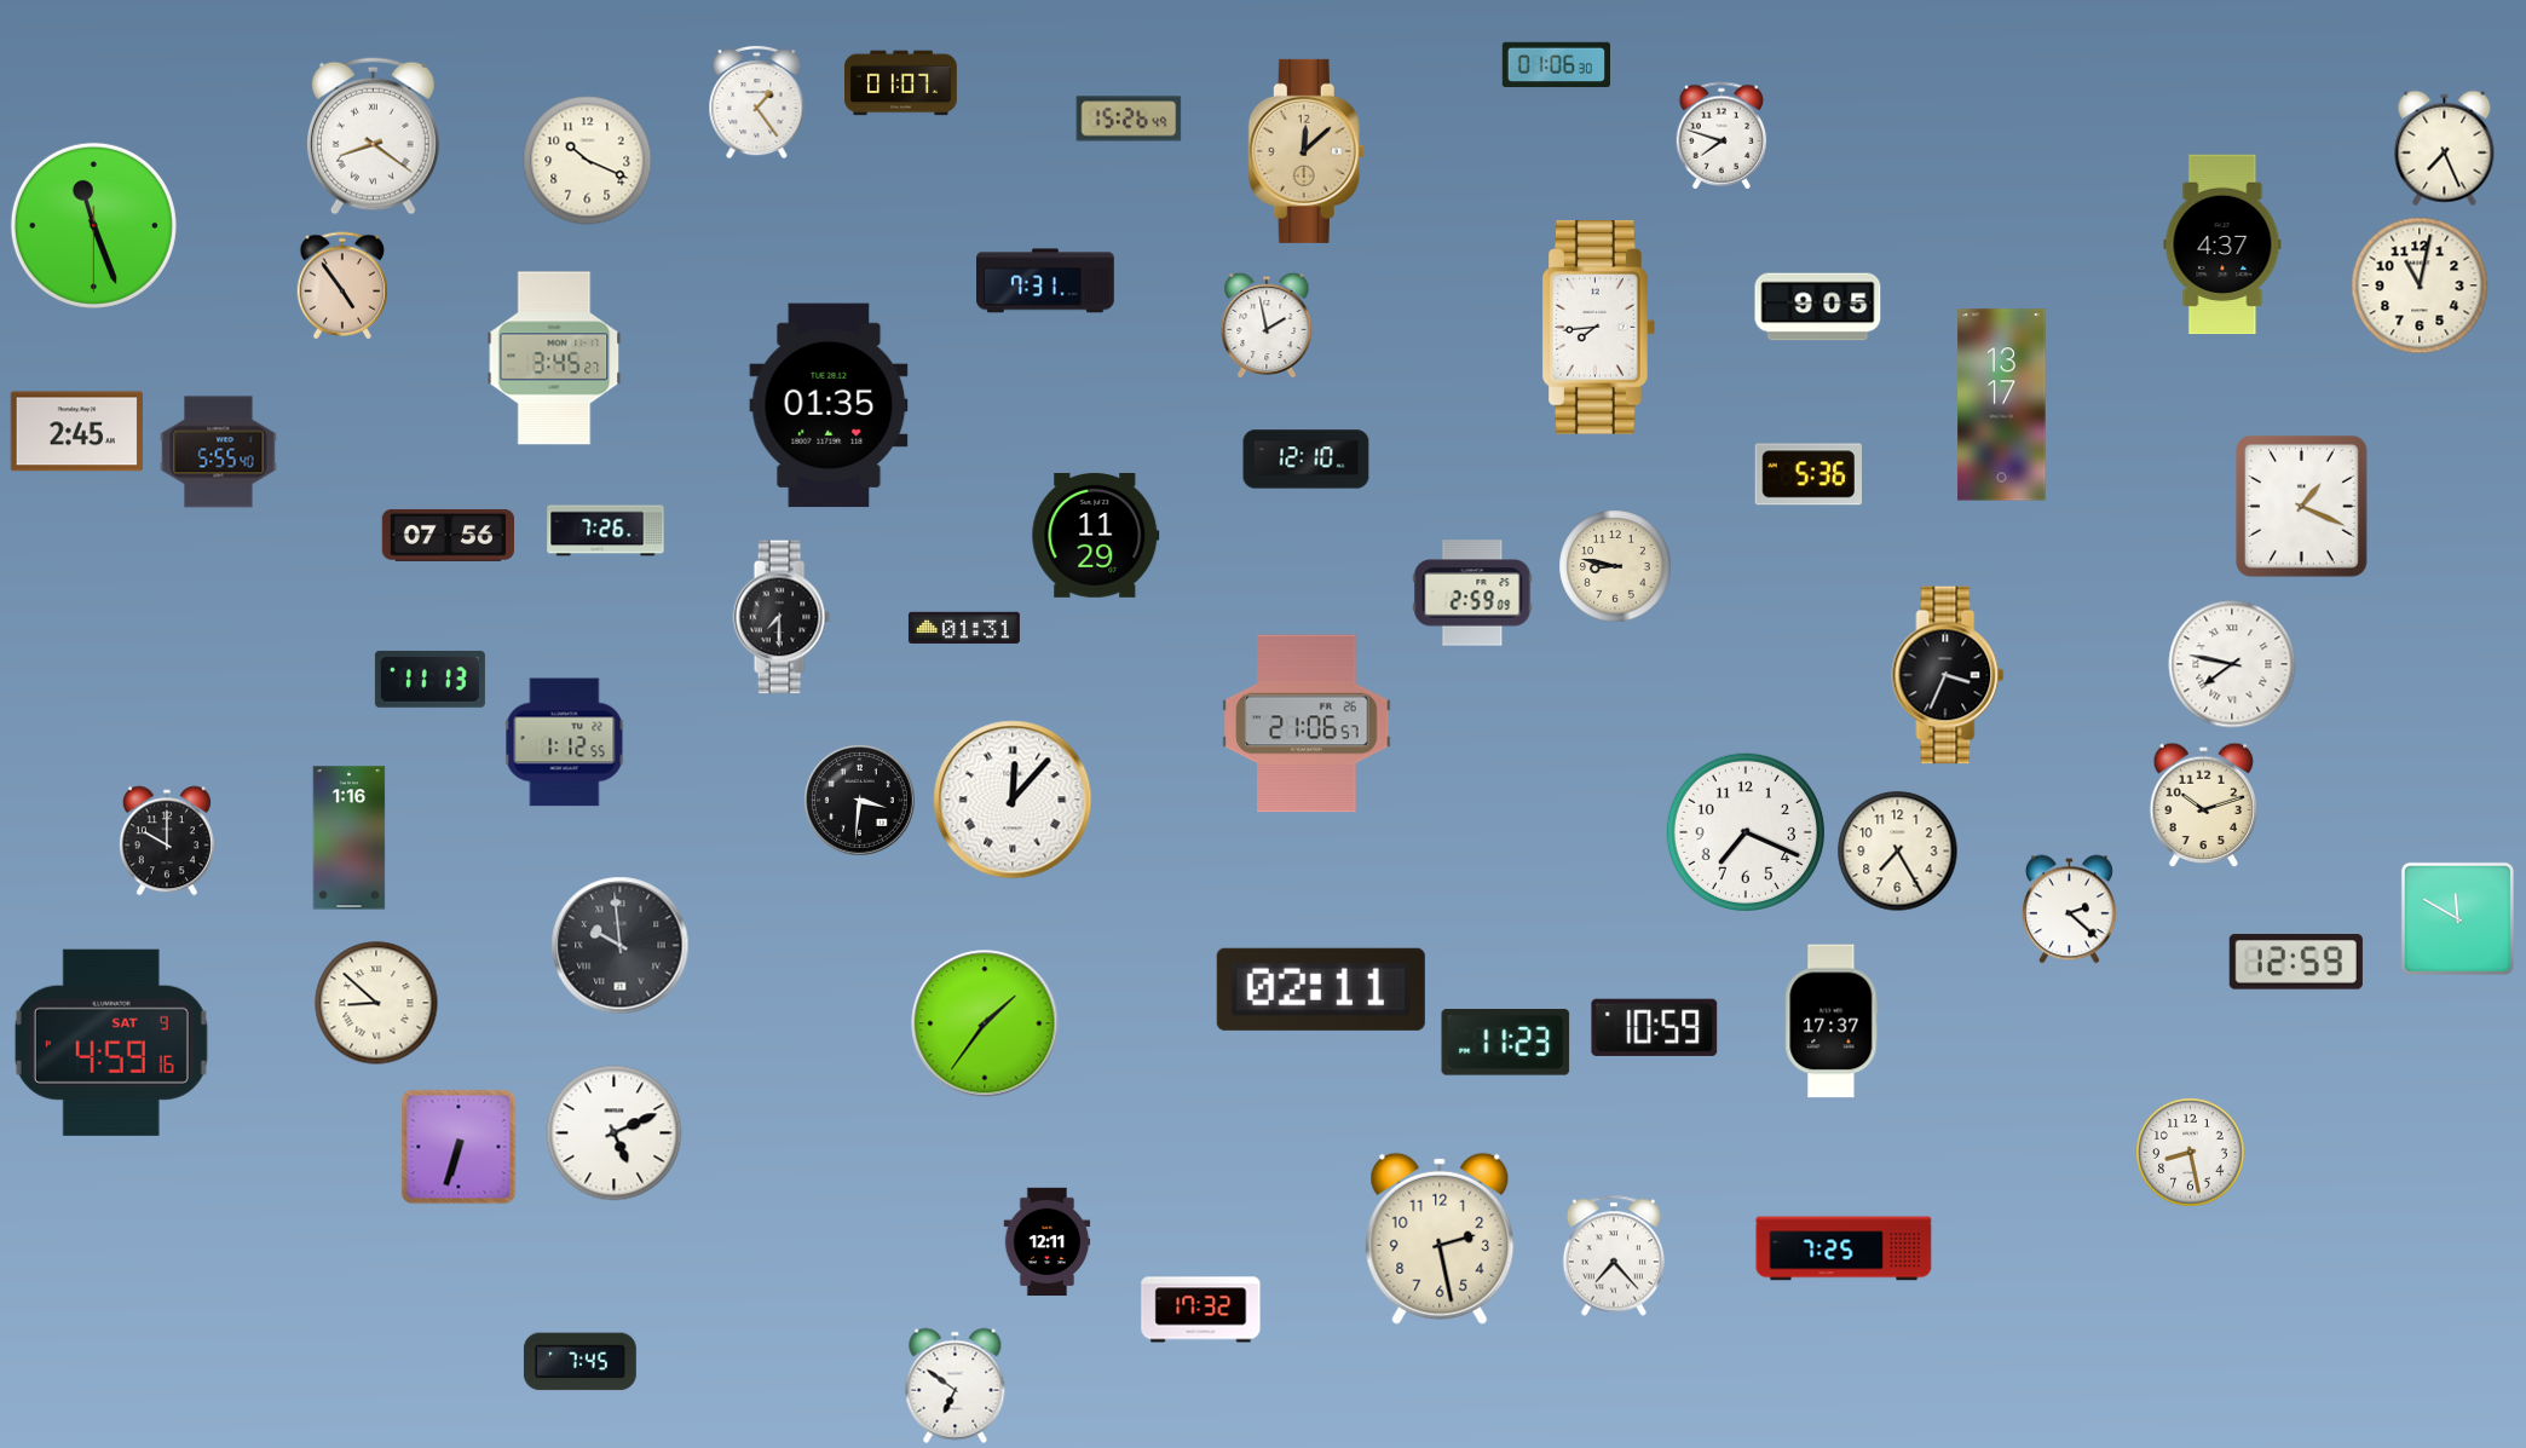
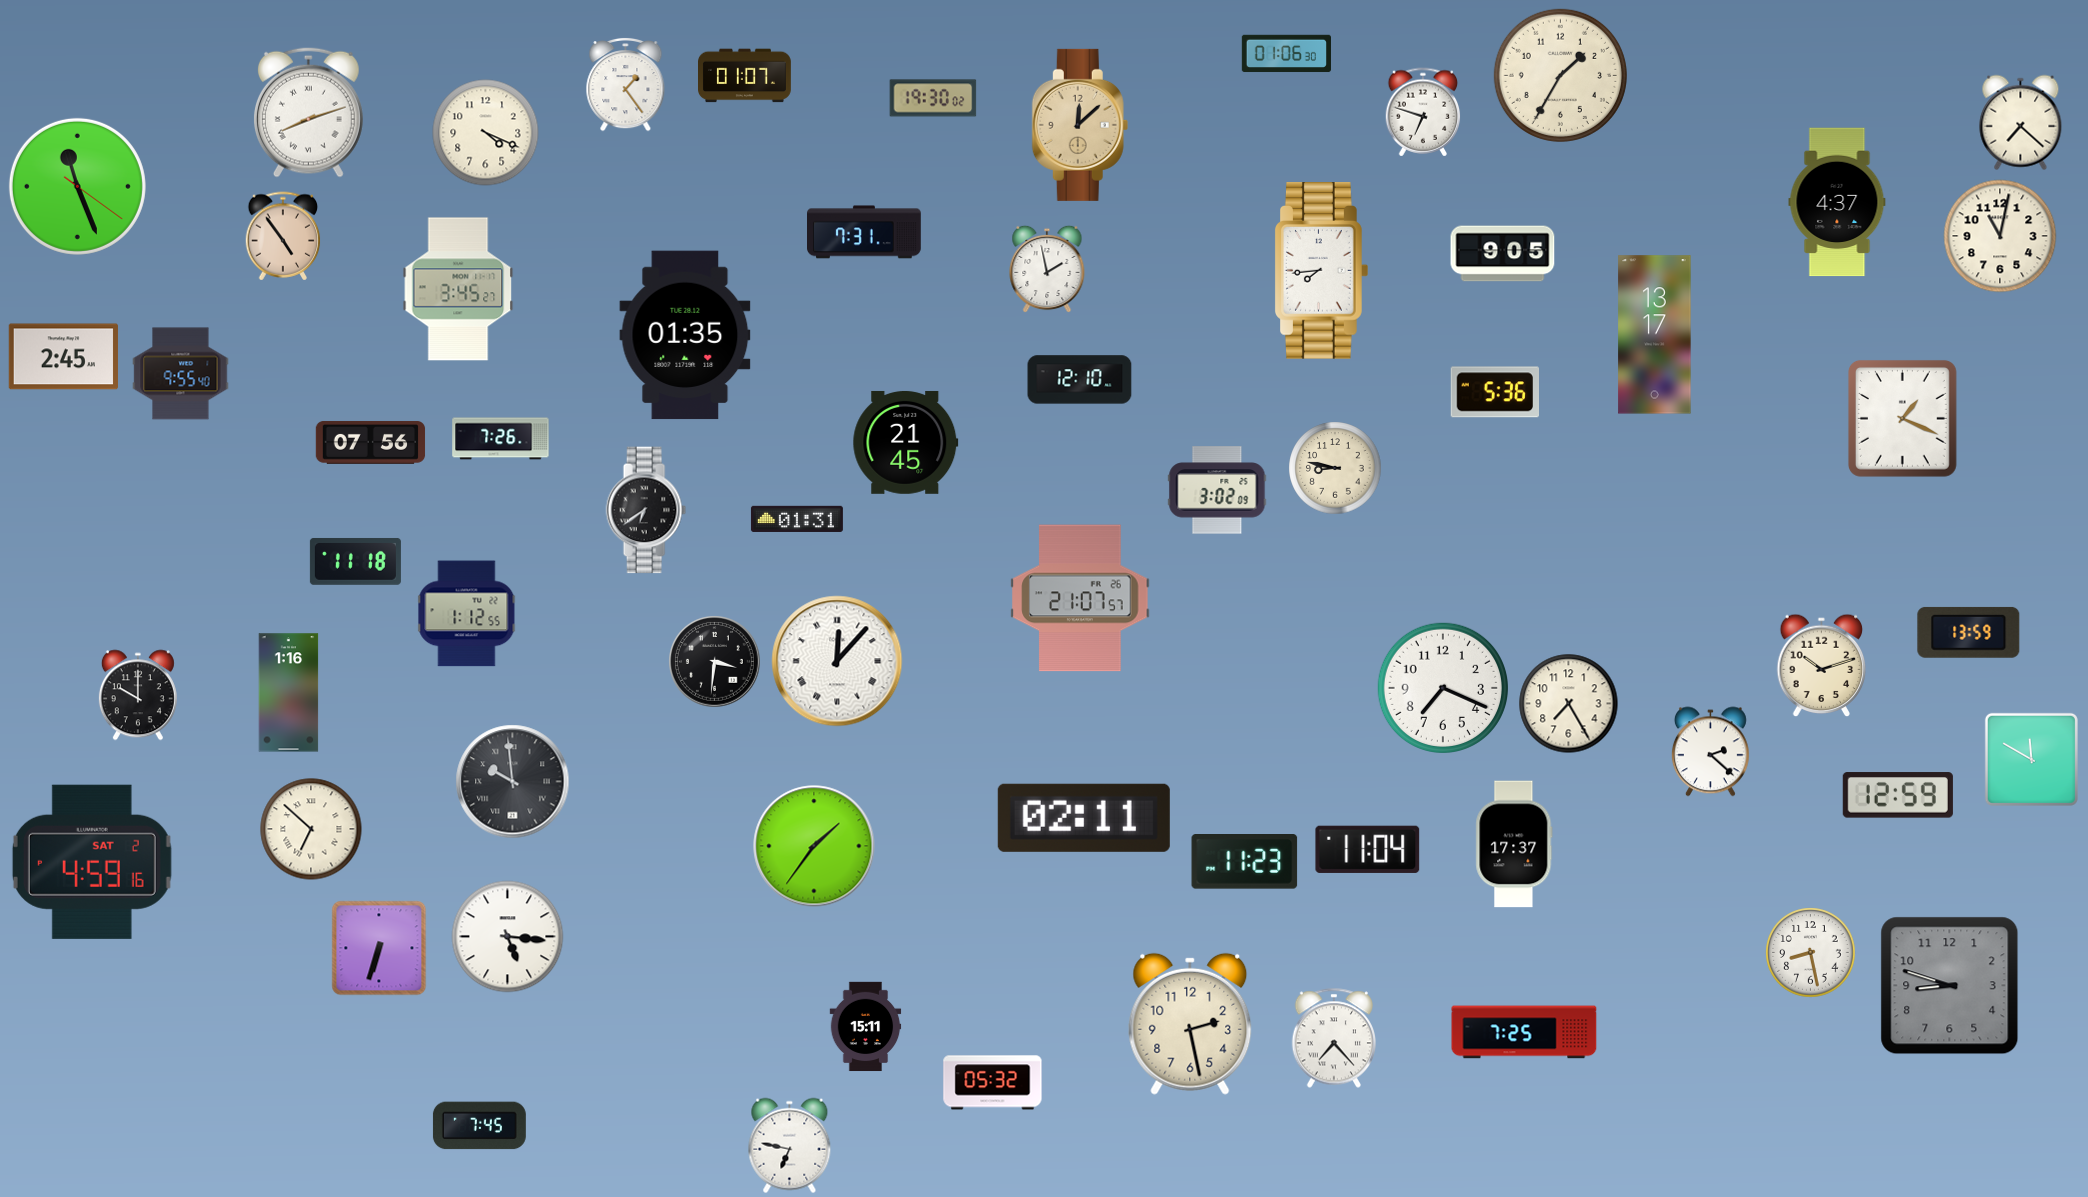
clock at (901, 83) position: (901, 83) -> (745, 76)
clock at (1560, 75): none -> 1:35
clock at (1129, 119): 15:26 -> 19:30
clock at (373, 135): 8:21 -> 8:12
clock at (1722, 135): 7:48 -> 6:48
clock at (2445, 149): 7:26 -> 7:22
clock at (588, 161): 10:19 -> 4:19
clock at (93, 225): 11:26:30 -> 11:26:21
clock at (554, 358) position: (554, 358) -> (458, 289)
clock at (219, 452): 5:55 -> 9:55
clock at (1096, 535): 11:29 -> 21:45
clock at (1472, 593): 2:59 -> 3:02
clock at (782, 617): 7:30 -> 6:39
clock at (2232, 664): 7:47 -> none
clock at (1948, 675): 3:34 -> none
clock at (429, 679): 11:13 -> 11:18
clock at (1307, 723): 21:06 -> 21:07
clock at (1969, 632): none -> 13:59
clock at (860, 801) position: (860, 801) -> (715, 662)
clock at (1321, 990) position: (1321, 990) -> (1084, 818)
clock at (376, 1003): 8:52 -> 6:52
clock at (1655, 1027): 10:59 -> 11:04
clock at (111, 1043) date: SAT 9 -> SAT 2
clock at (615, 1133): 5:11 -> 5:16
clock at (1950, 986): none -> 8:48
clock at (1048, 1242): 12:11 -> 15:11
clock at (1201, 1310): 17:32 -> 05:32
clock at (956, 1386): 6:51 -> 6:47
